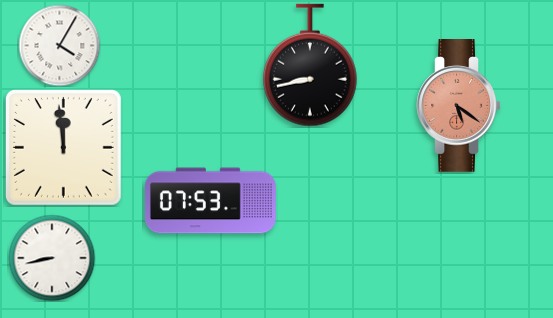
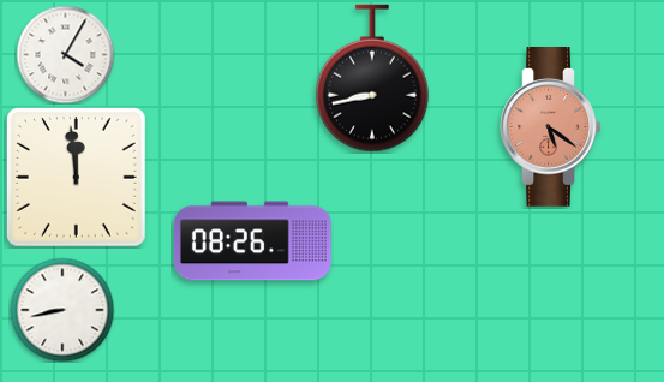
clock at (59, 45) position: (59, 45) -> (65, 54)
clock at (211, 201): 07:53 -> 08:26
